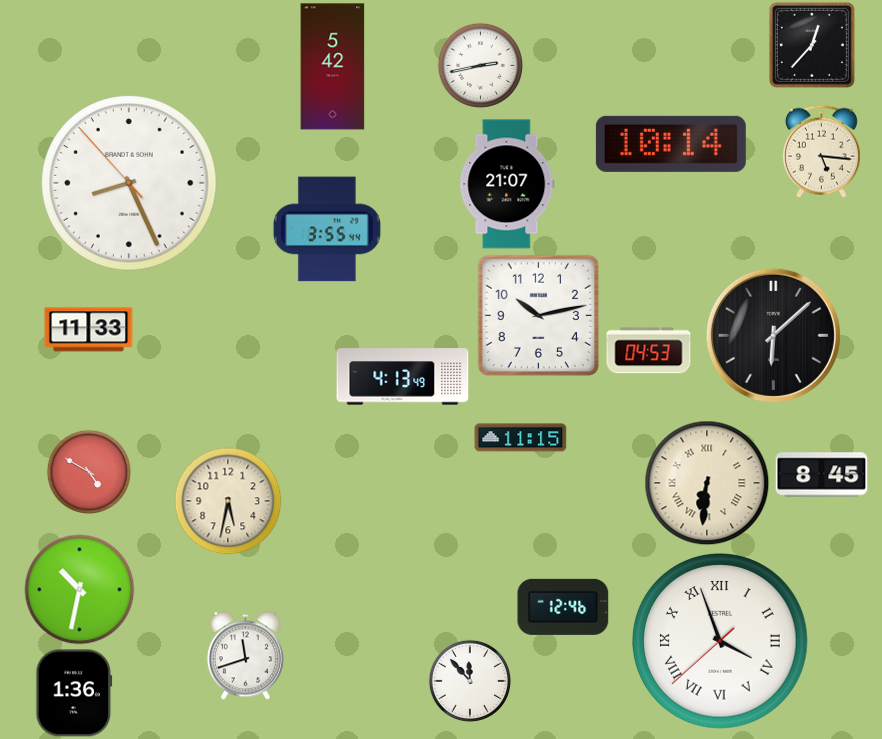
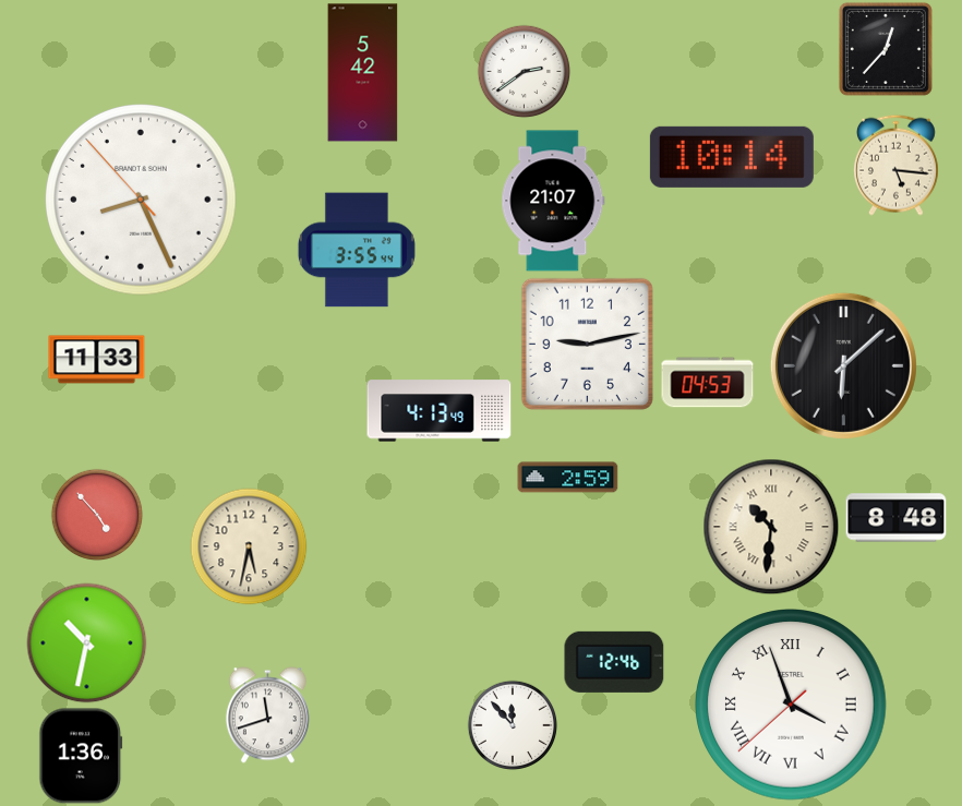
clock at (480, 65): 2:43 -> 2:39
clock at (538, 315): 10:13 -> 9:13
clock at (521, 438): 11:15 -> 2:59
clock at (89, 472): 4:50 -> 4:53
clock at (822, 475): 8:45 -> 8:48
clock at (707, 483): 6:31 -> 10:31
clock at (721, 642) position: (721, 642) -> (792, 706)
clock at (470, 681) position: (470, 681) -> (513, 725)
